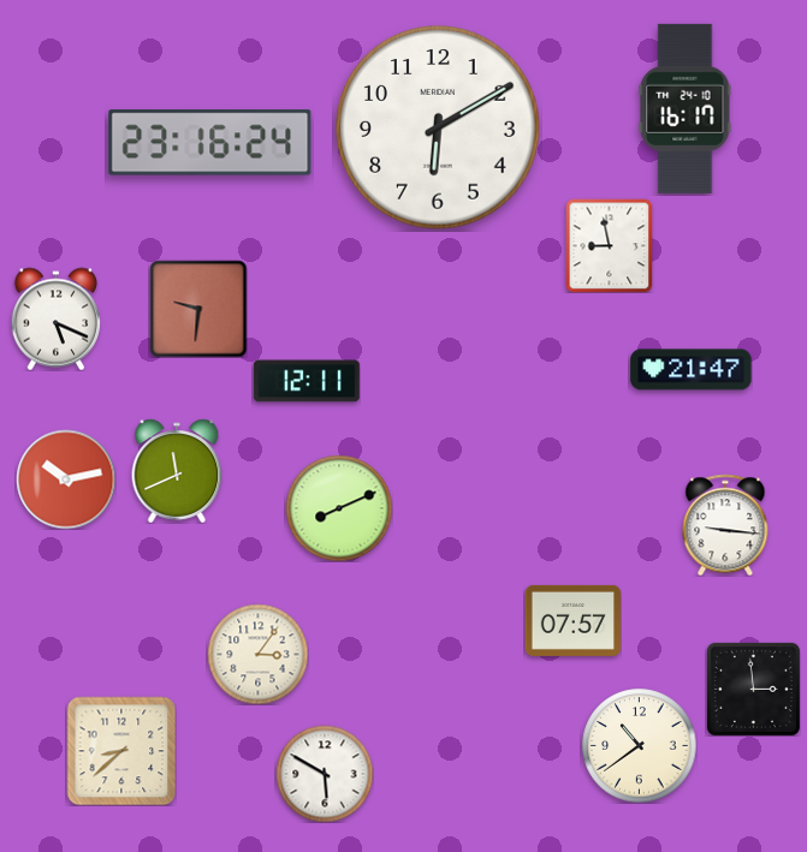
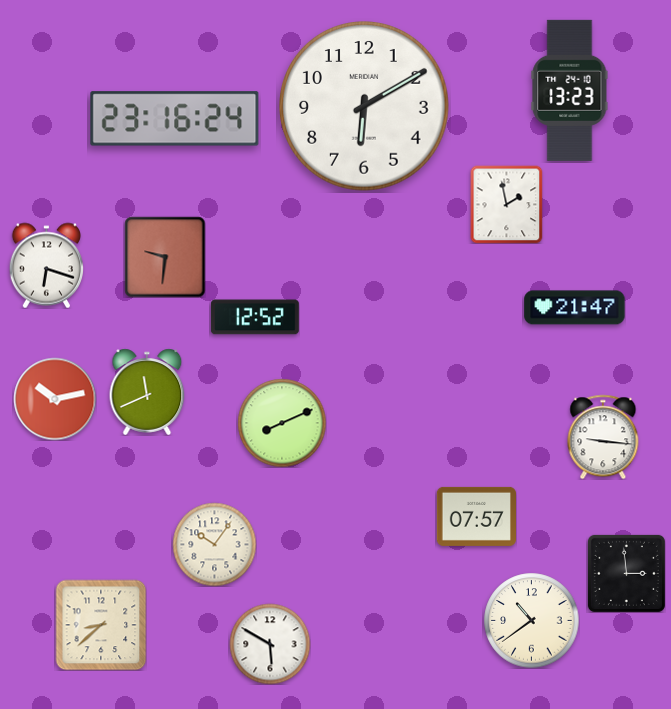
clock at (686, 108): 16:17 -> 13:23
clock at (610, 245): 8:58 -> 1:58
clock at (55, 318): 5:19 -> 6:18
clock at (307, 381): 12:11 -> 12:52
clock at (257, 654): 3:06 -> 10:06
